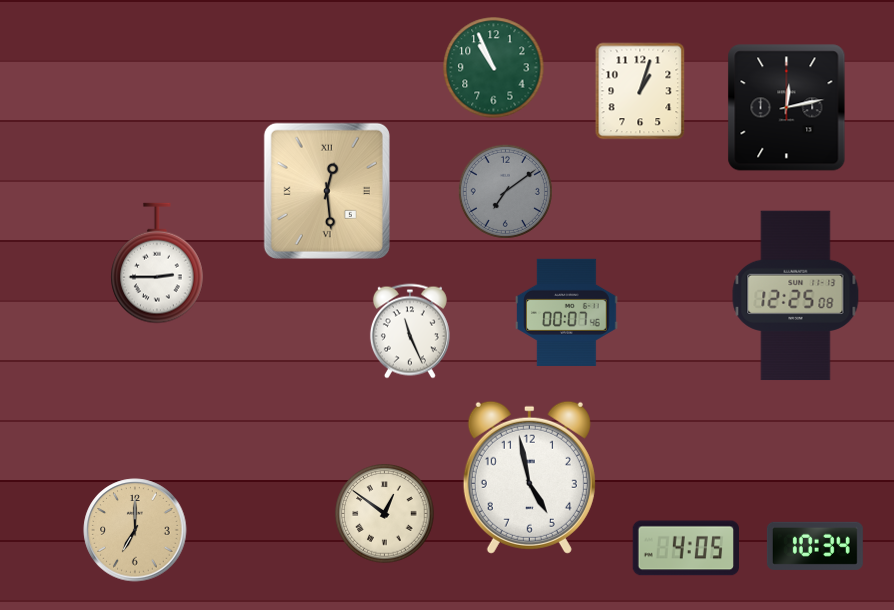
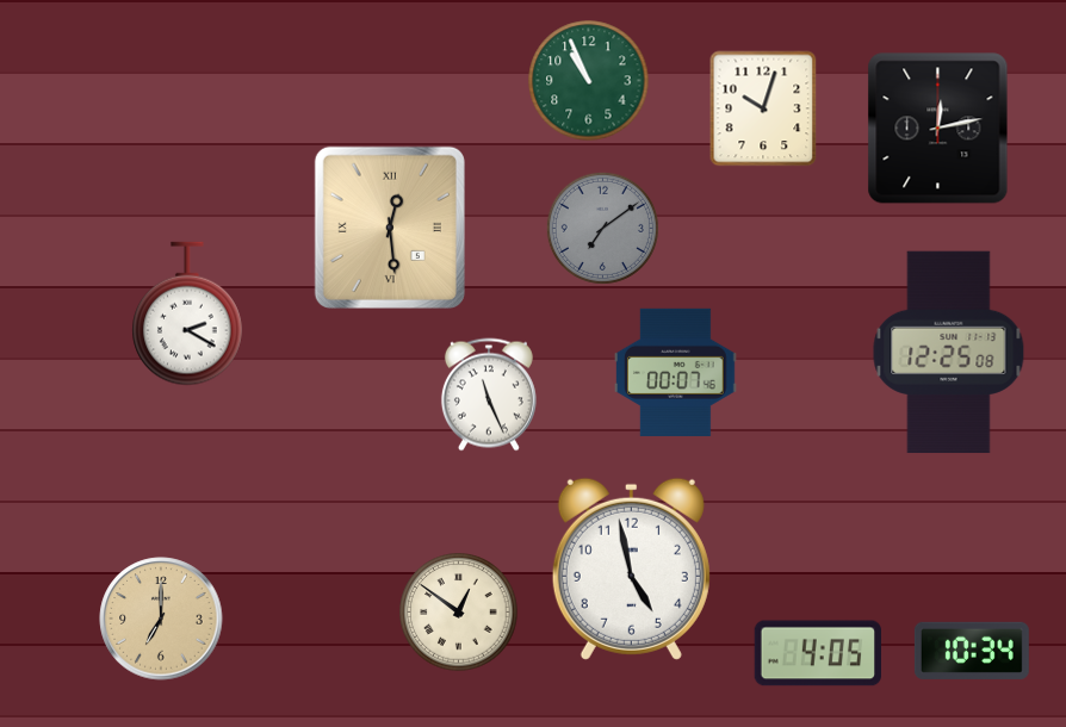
clock at (640, 91): 1:03 -> 10:03
clock at (157, 263): 2:45 -> 2:20
clock at (135, 530) position: (135, 530) -> (161, 619)
